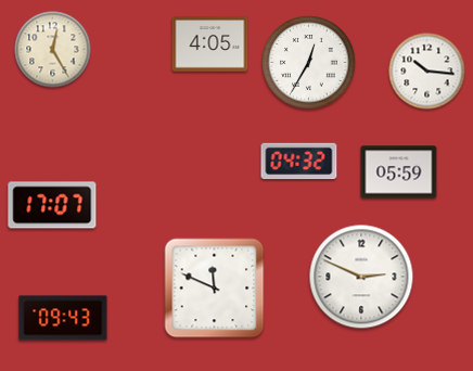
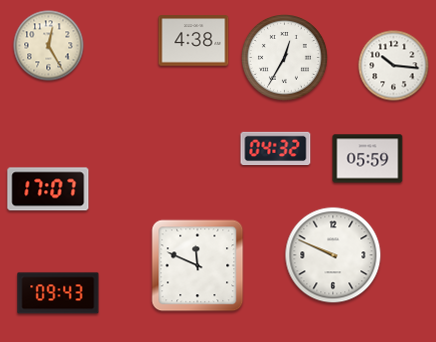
clock at (210, 44): 4:05 -> 4:38
clock at (361, 277): 2:49 -> 9:49
